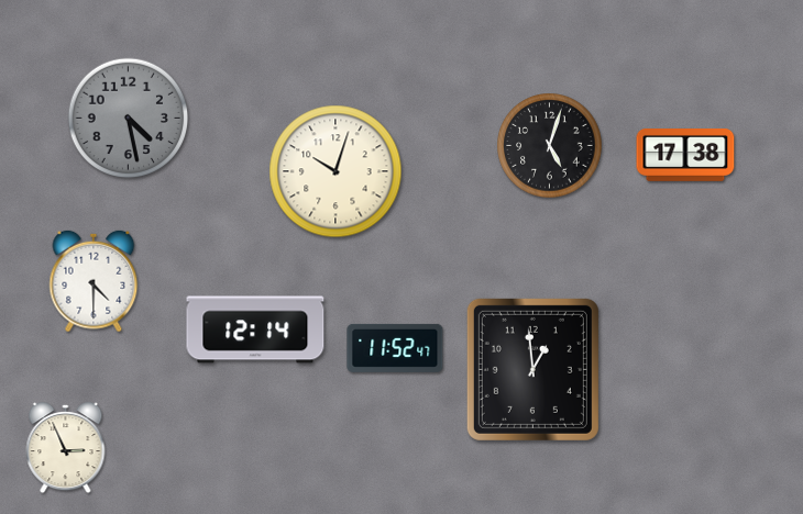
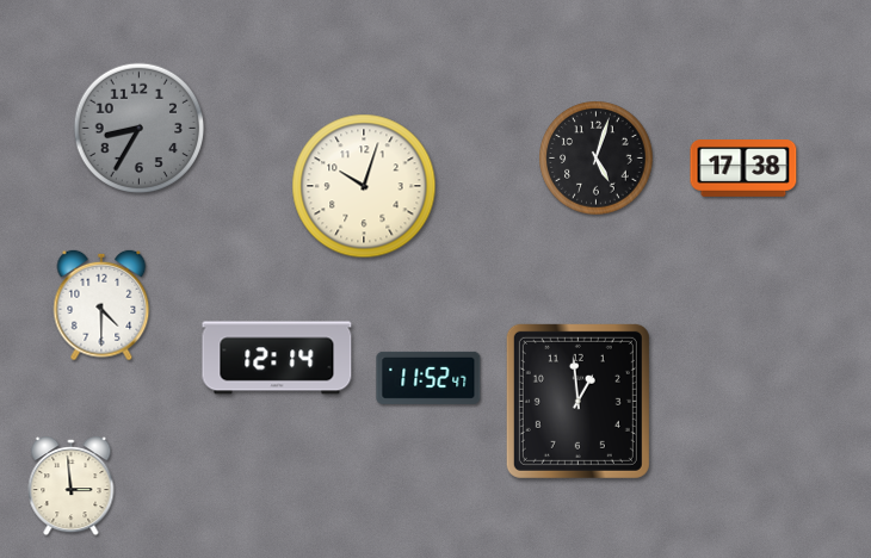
clock at (129, 119): 4:28 -> 8:35
clock at (66, 449): 2:56 -> 2:59
